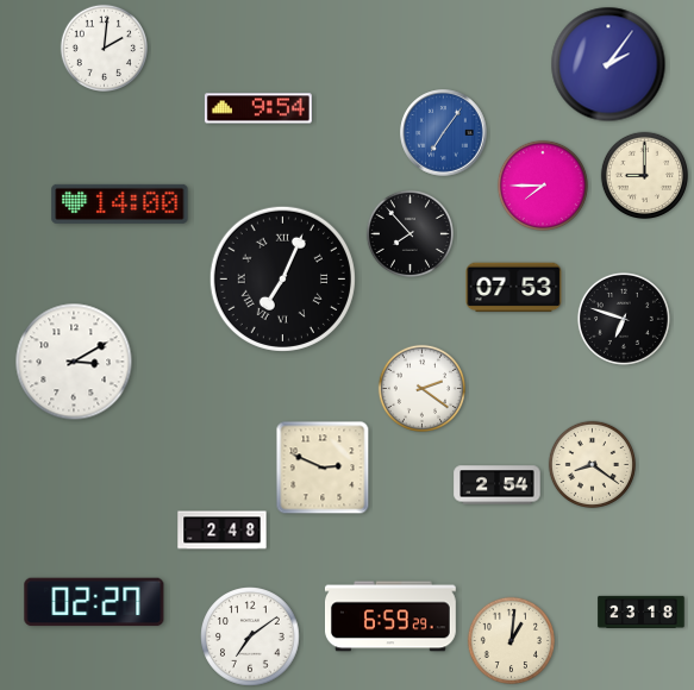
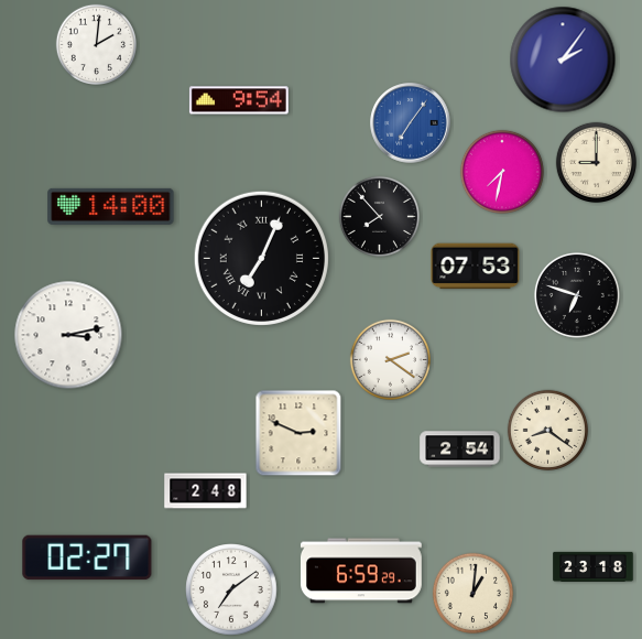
clock at (543, 186): 7:45 -> 7:32
clock at (120, 203) position: (120, 203) -> (111, 206)
clock at (74, 362): 3:10 -> 3:13
